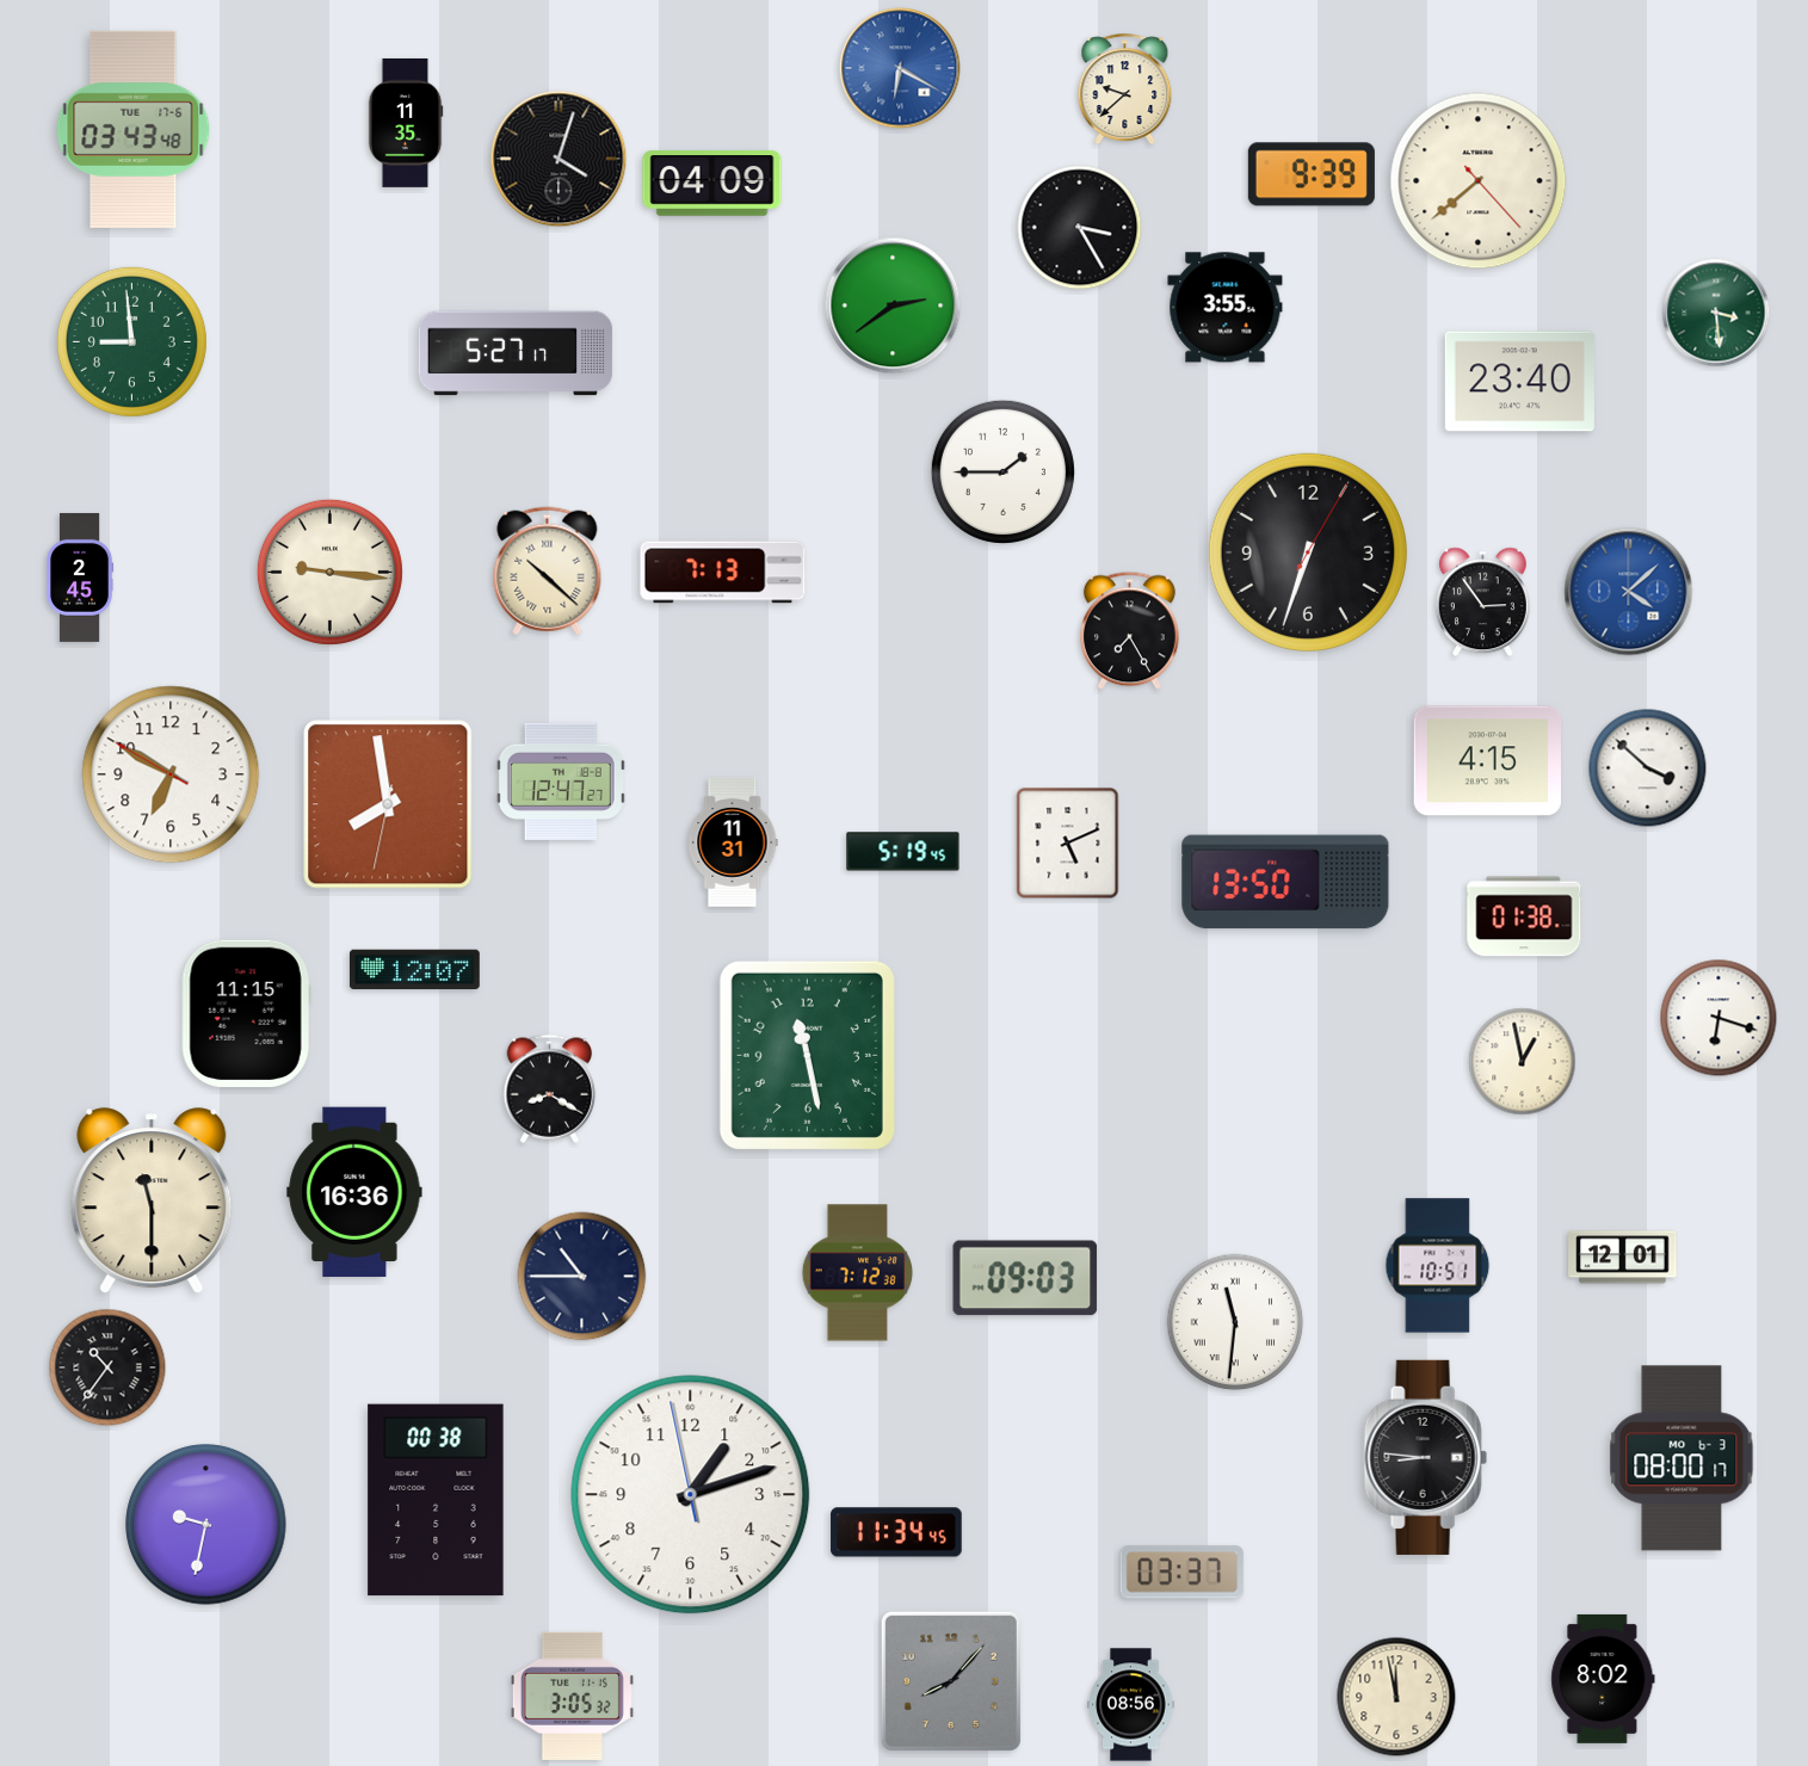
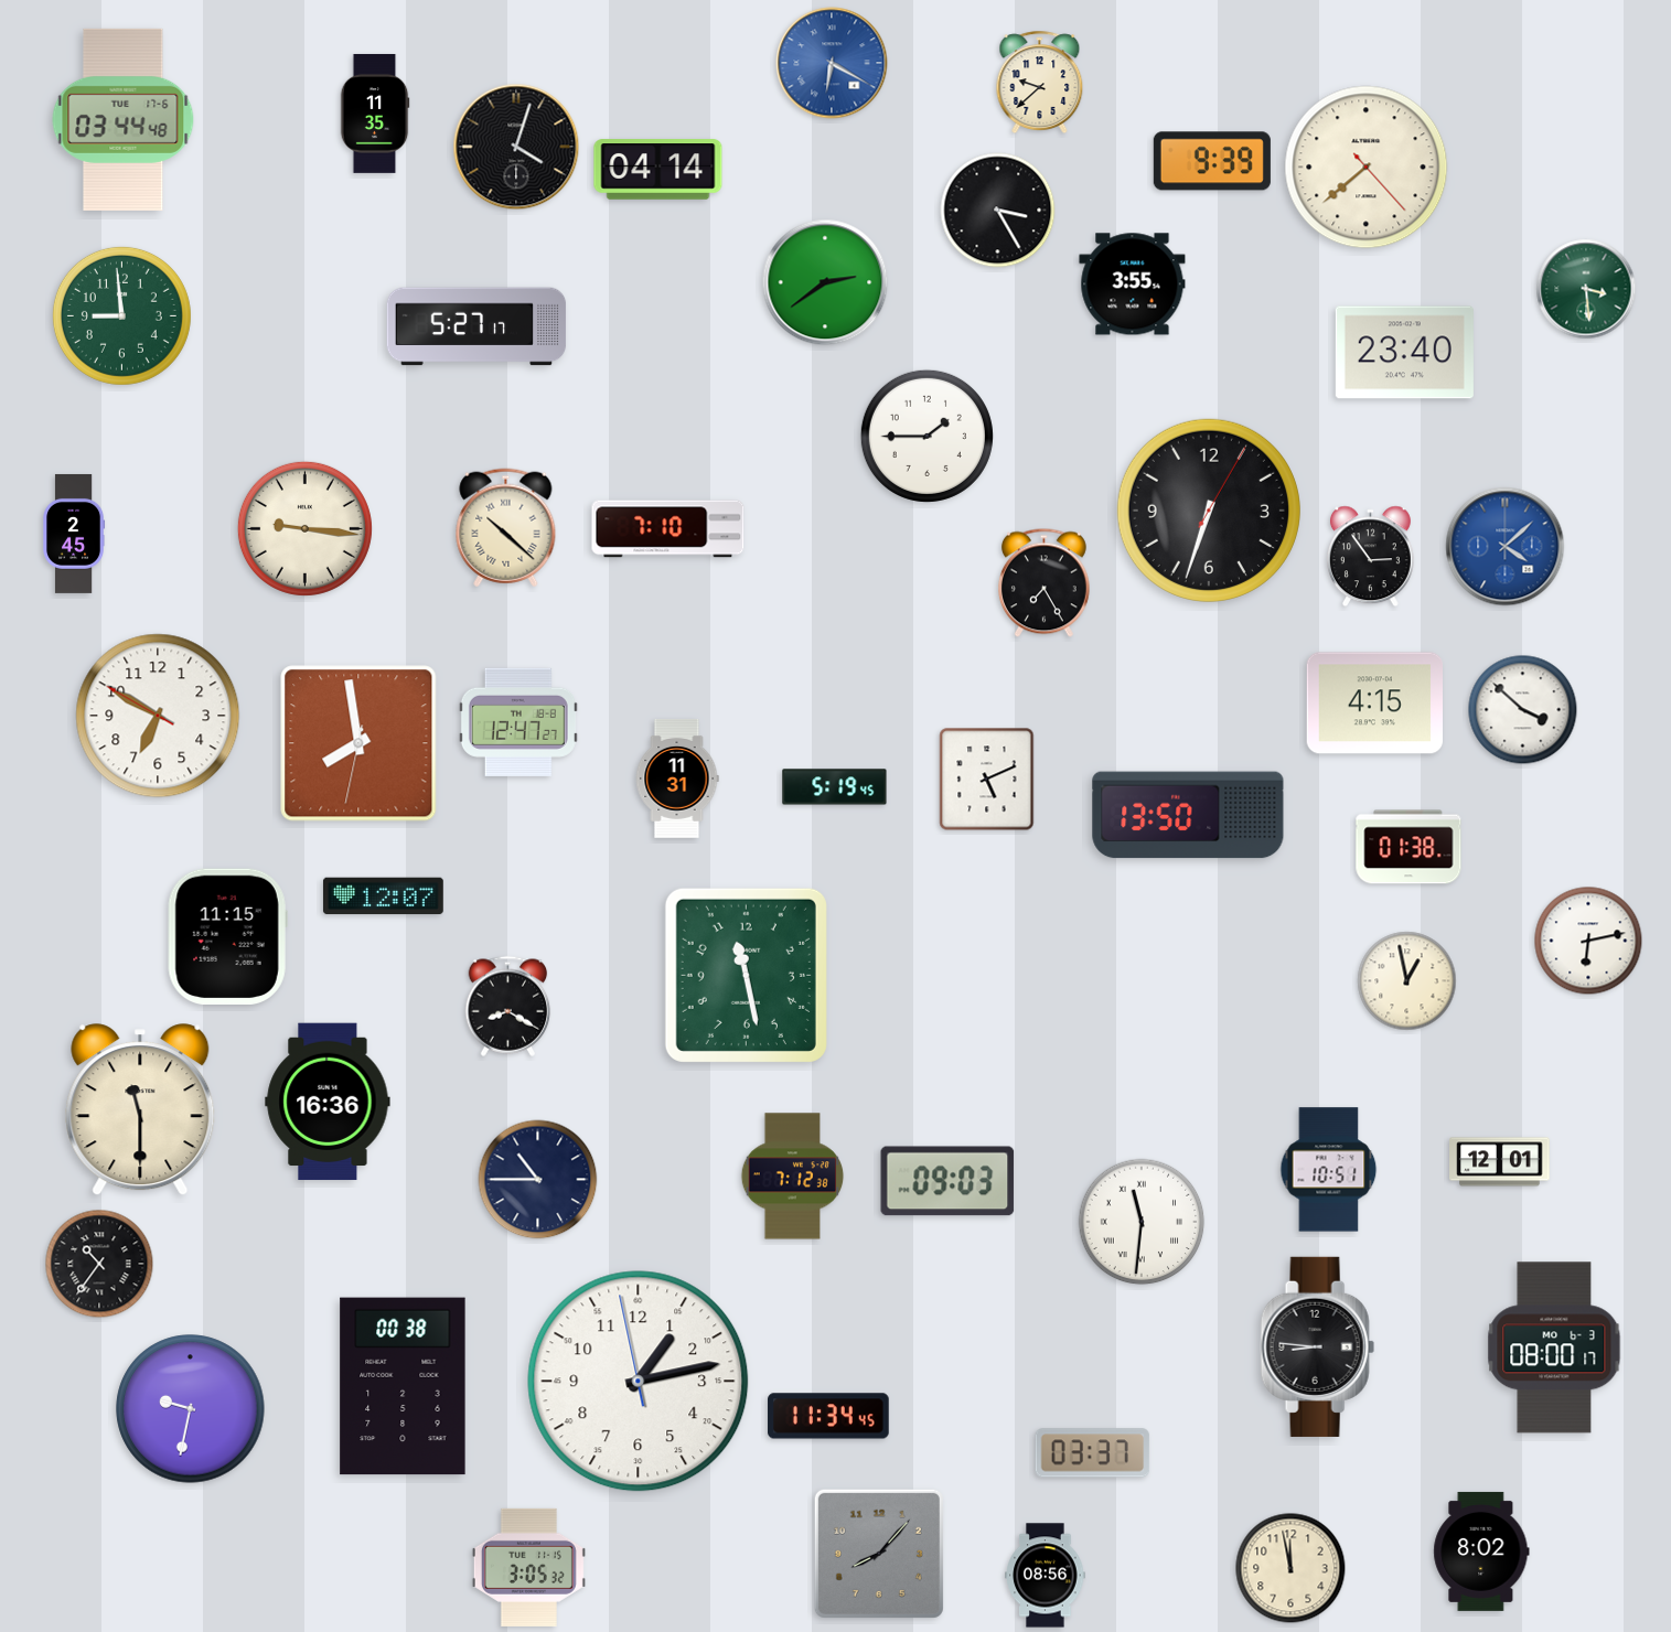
clock at (134, 129): 03:43 -> 03:44
clock at (712, 184): 04:09 -> 04:14
clock at (723, 573): 7:13 -> 7:10
clock at (1718, 1018): 6:18 -> 6:13
clock at (691, 1495): 1:11 -> 1:12
